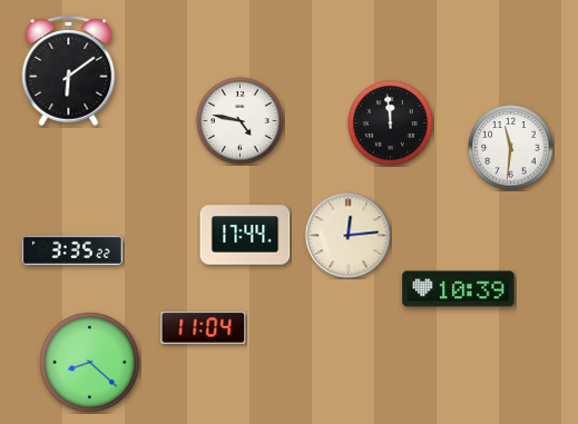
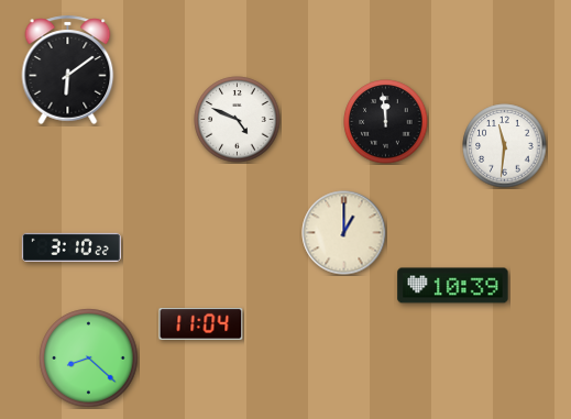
clock at (241, 121): 4:47 -> 4:49
clock at (245, 235): 17:44 -> none
clock at (349, 236): 12:14 -> 1:00
clock at (72, 250): 3:35 -> 3:10
